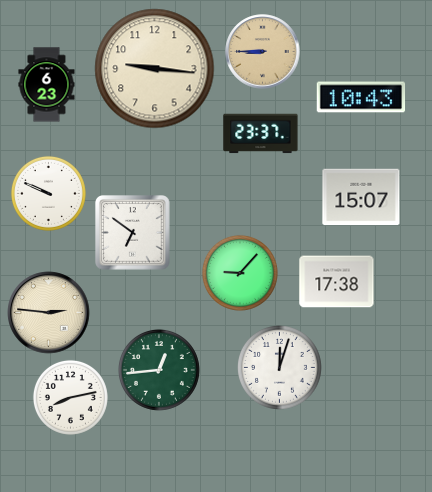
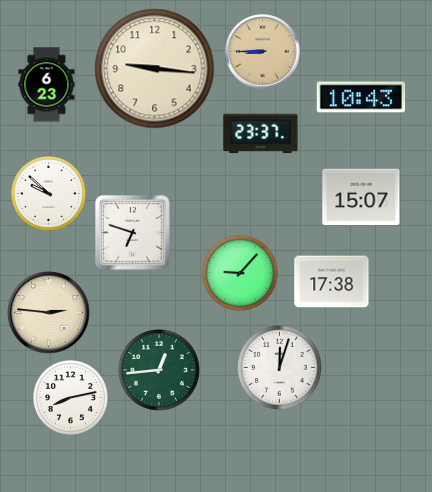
clock at (48, 193): 9:49 -> 9:52
clock at (133, 233): 6:51 -> 6:48
clock at (337, 282) position: (337, 282) -> (332, 282)
